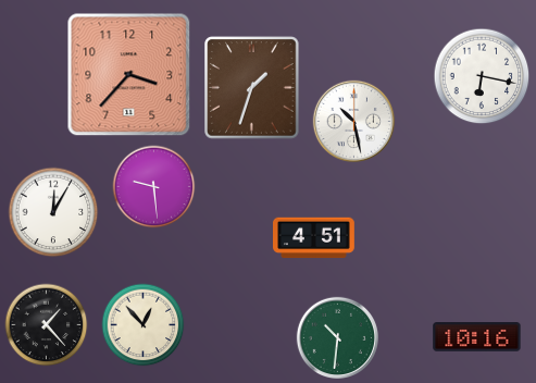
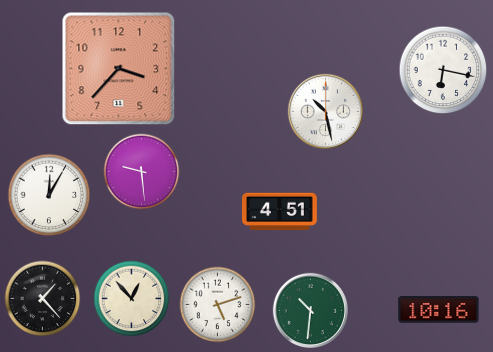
clock at (252, 88): 1:33 -> none
clock at (314, 238) position: (314, 238) -> (280, 212)
clock at (218, 305): none -> 5:12
